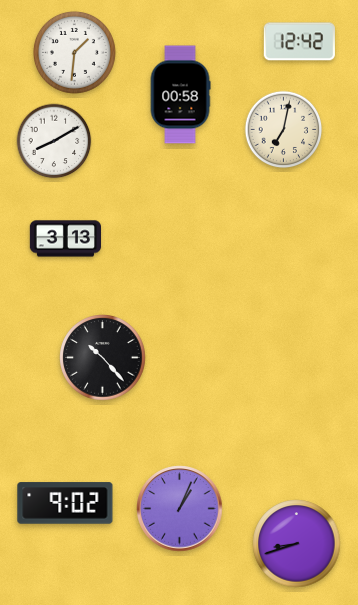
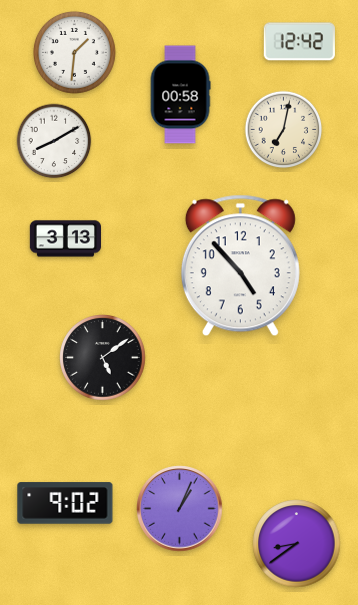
clock at (240, 266): none -> 4:53
clock at (103, 358): 10:23 -> 5:09
clock at (297, 544): 8:42 -> 8:39
